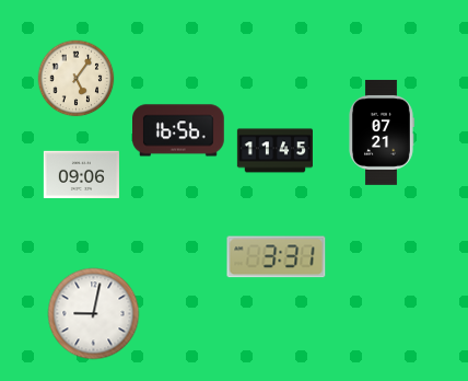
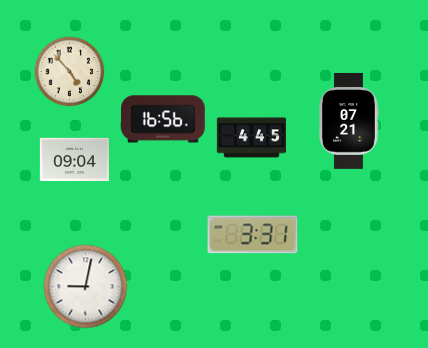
clock at (77, 79): 5:06 -> 4:53
clock at (274, 151): 11:45 -> 4:45
clock at (81, 175): 09:06 -> 09:04
